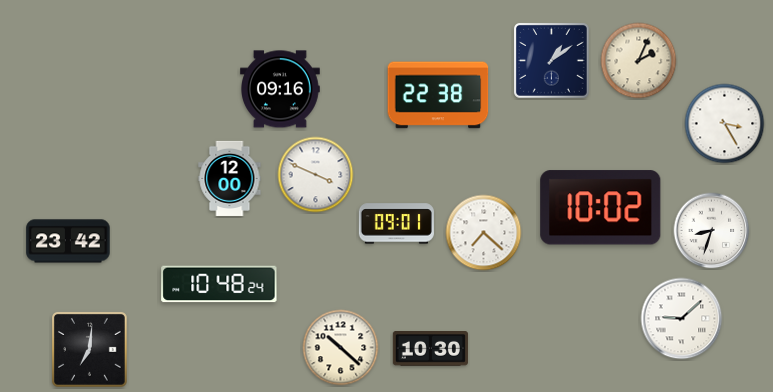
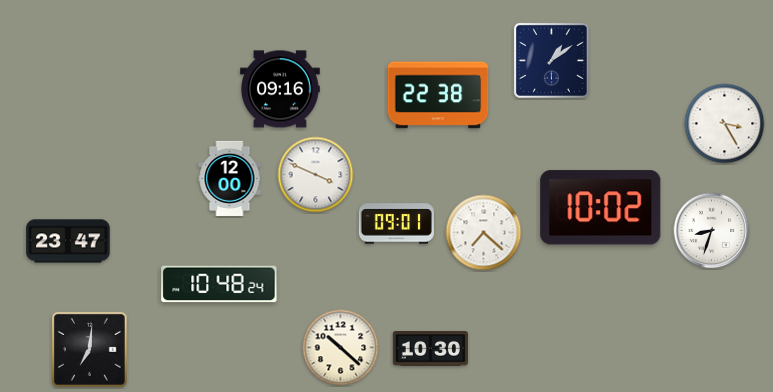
clock at (639, 61): 2:04 -> none
clock at (68, 241): 23:42 -> 23:47
clock at (682, 319): 9:08 -> none
